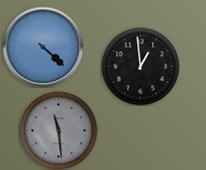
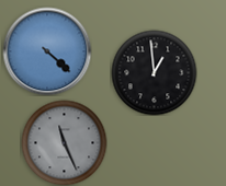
clock at (58, 130): 11:29 -> 11:26
